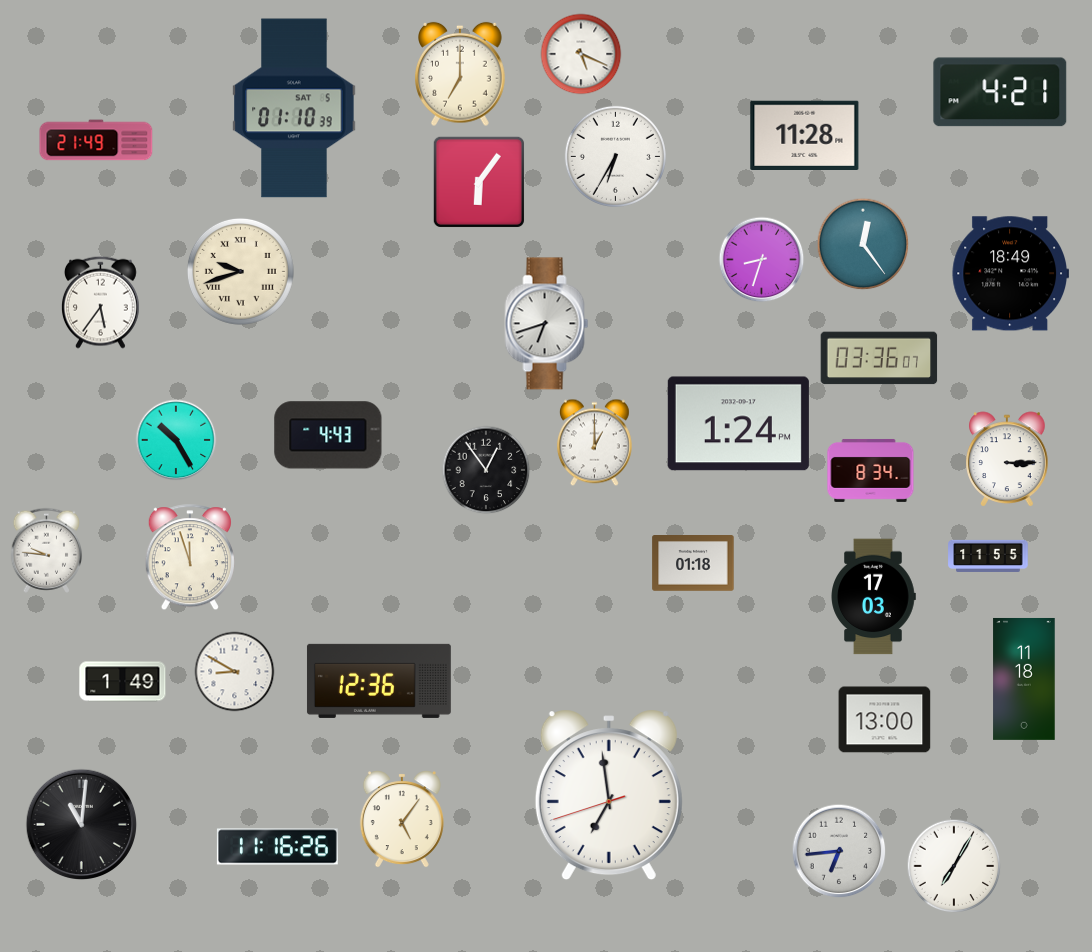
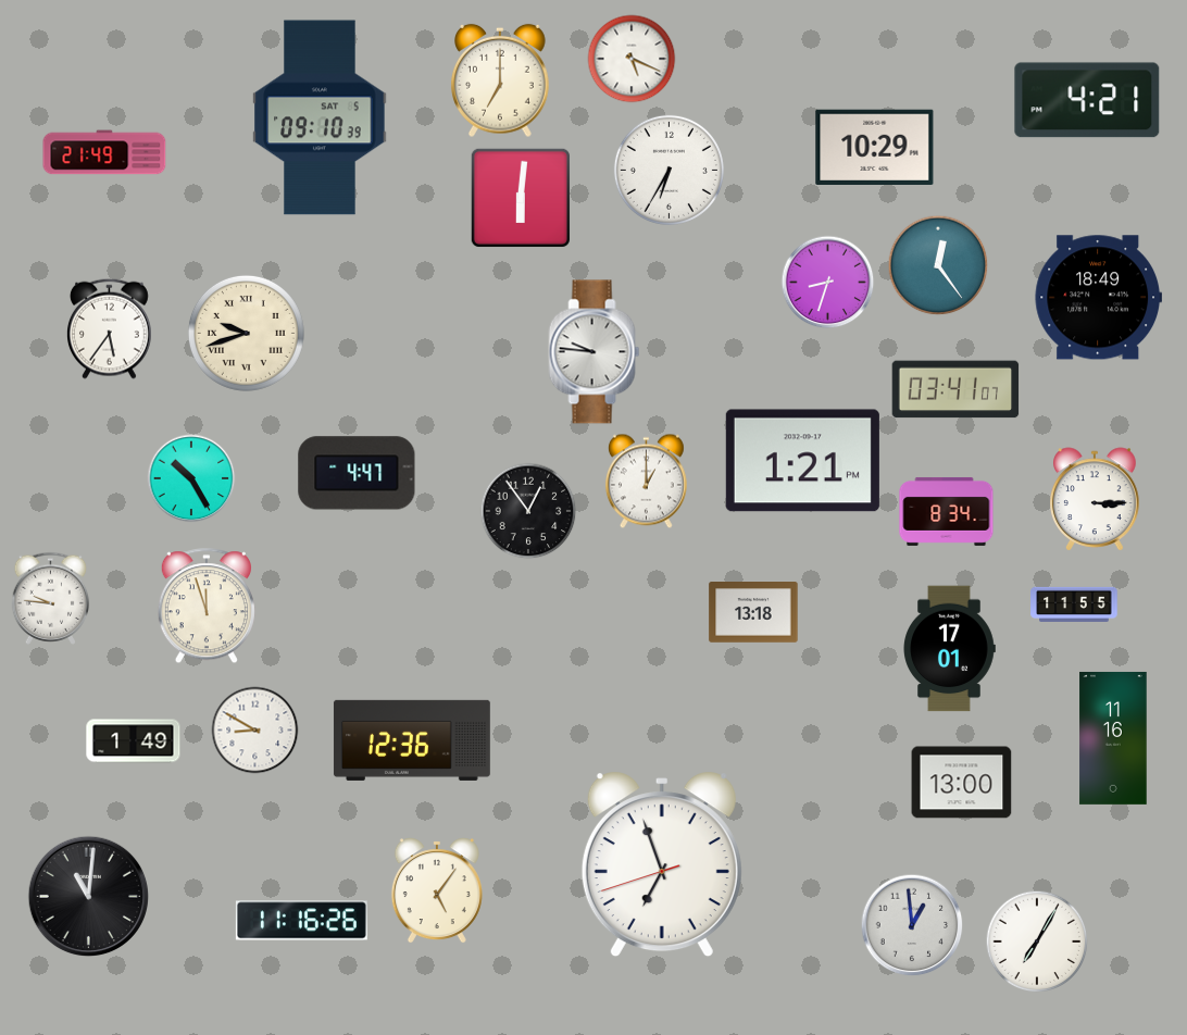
clock at (294, 108): 01:10 -> 09:10
clock at (805, 135): 11:28 -> 10:29
clock at (479, 182): 6:06 -> 6:01
clock at (240, 271) position: (240, 271) -> (246, 333)
clock at (547, 324): 6:42 -> 9:46
clock at (879, 358): 03:36 -> 03:41
clock at (738, 424): 1:24 -> 1:21
clock at (328, 435): 4:43 -> 4:47
clock at (693, 563): 01:18 -> 13:18
clock at (873, 597): 17:03 -> 17:01
clock at (1024, 679): 11:18 -> 11:16
clock at (609, 795): 6:58 -> 6:56
clock at (839, 851): 6:44 -> 12:59
